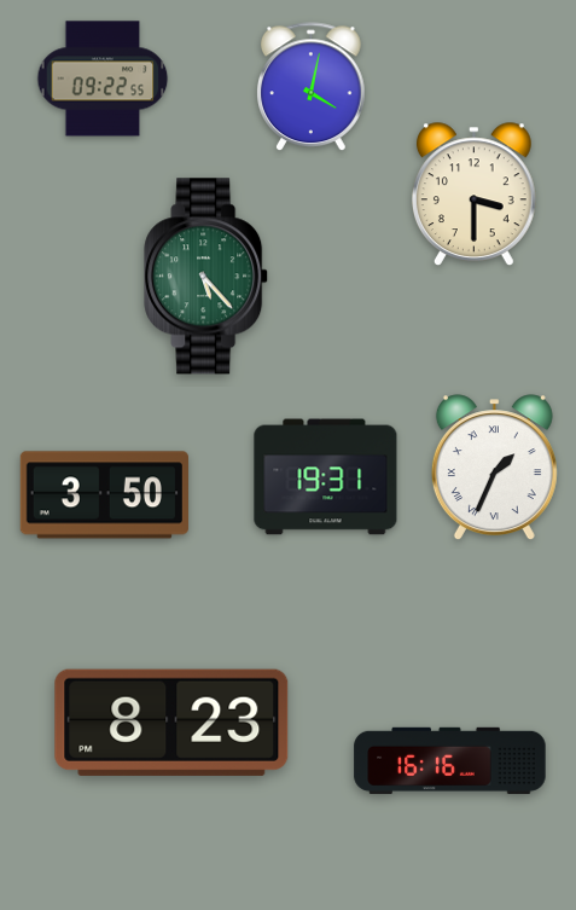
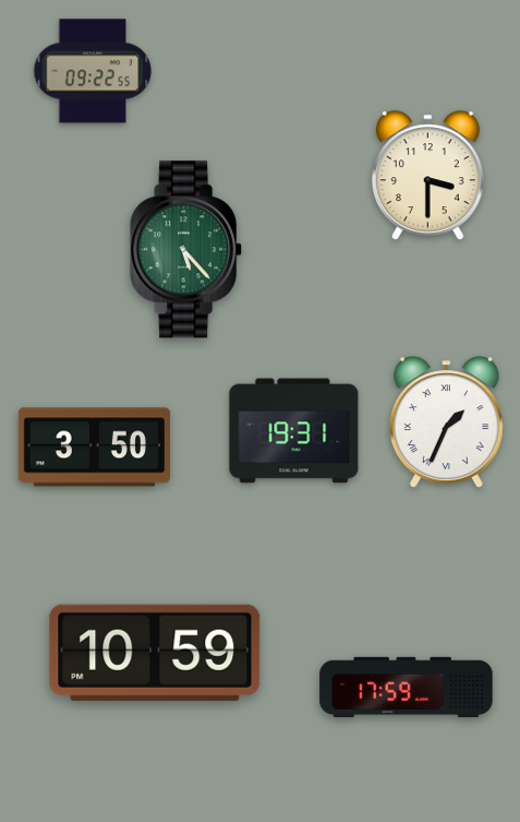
clock at (312, 87): 4:02 -> none
clock at (171, 723): 8:23 -> 10:59
clock at (450, 760): 16:16 -> 17:59
